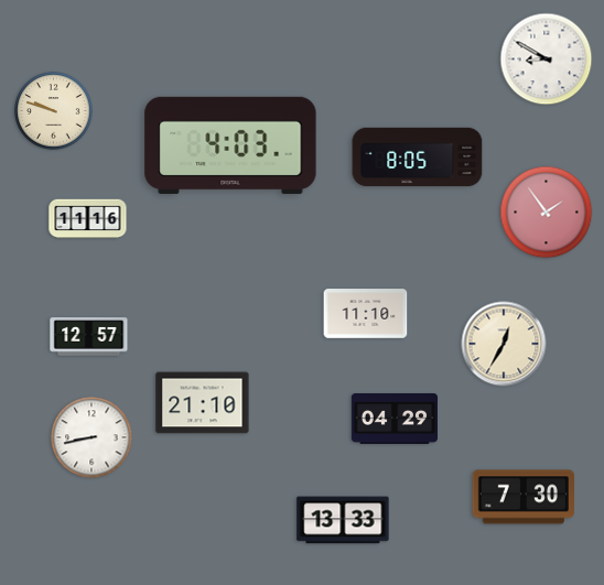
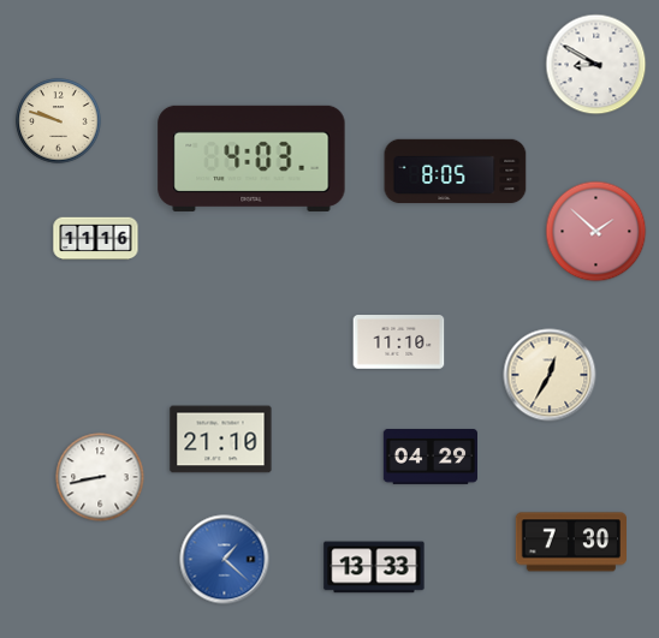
clock at (547, 213): 1:54 -> 1:52
clock at (89, 337): 12:57 -> none
clock at (225, 560): none -> 1:22
